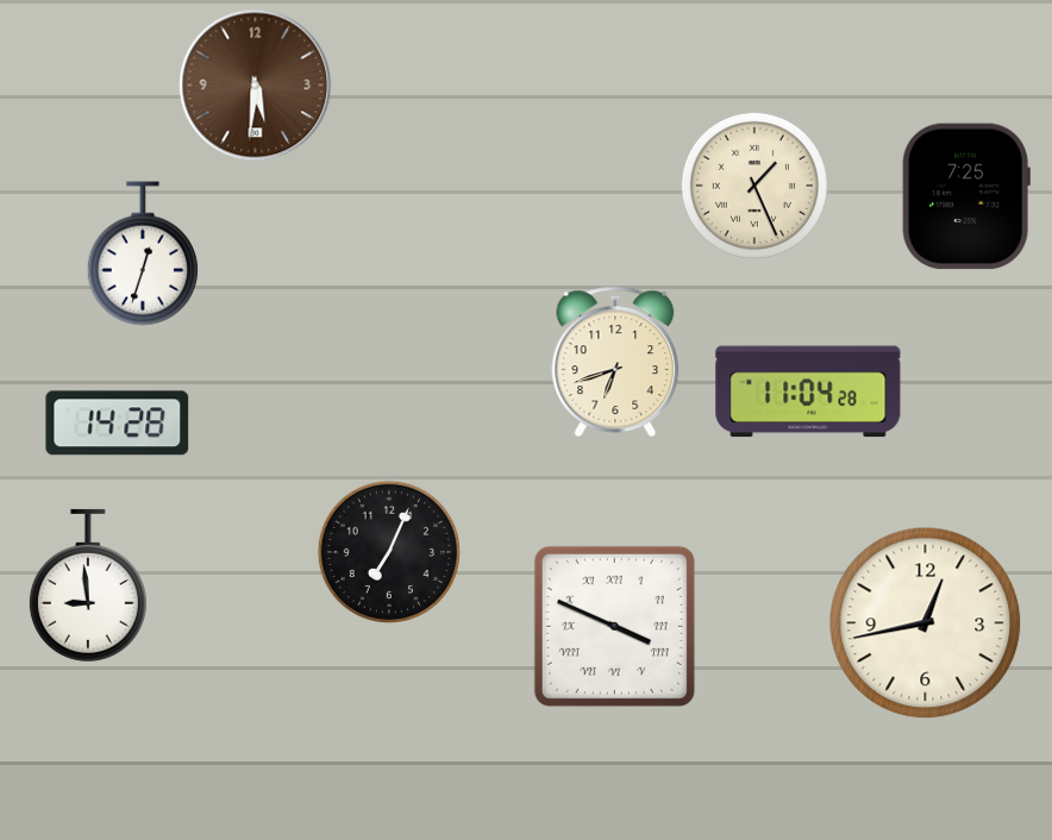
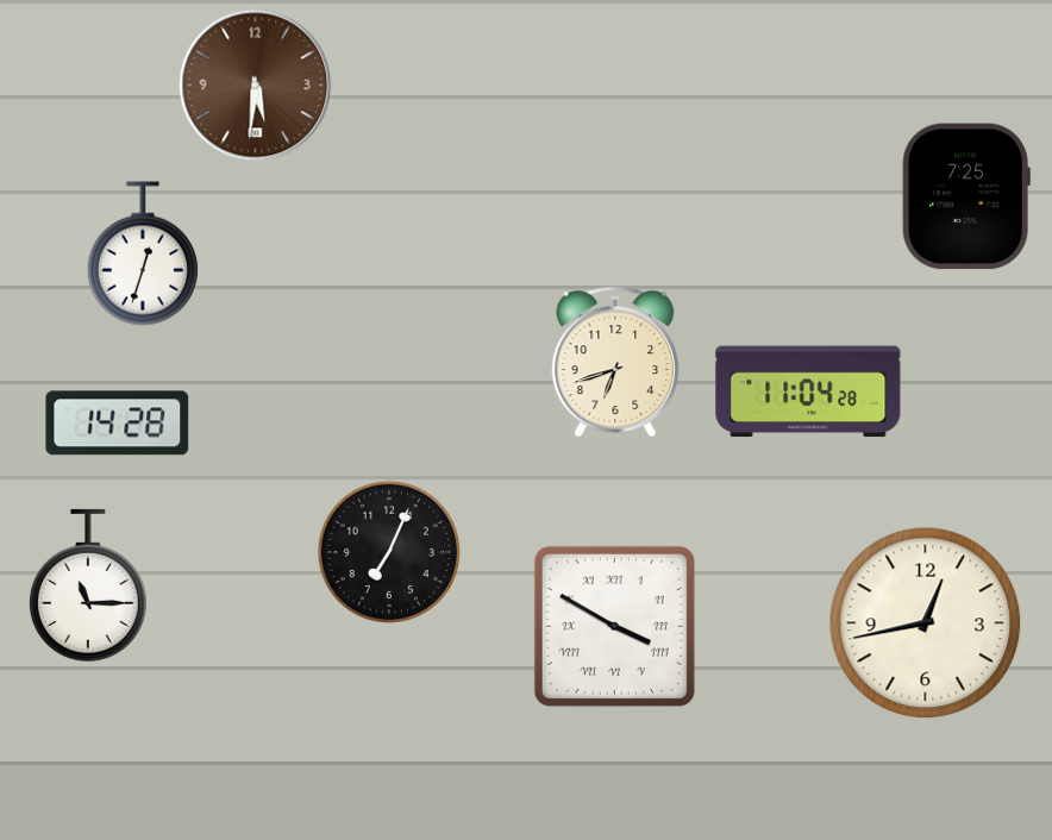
clock at (754, 186): 1:26 -> none
clock at (88, 585): 8:59 -> 11:15
clock at (614, 626): 3:49 -> 3:50
